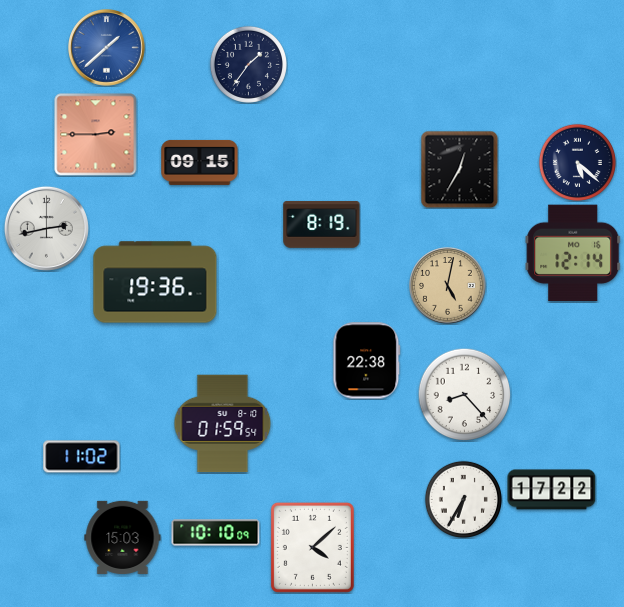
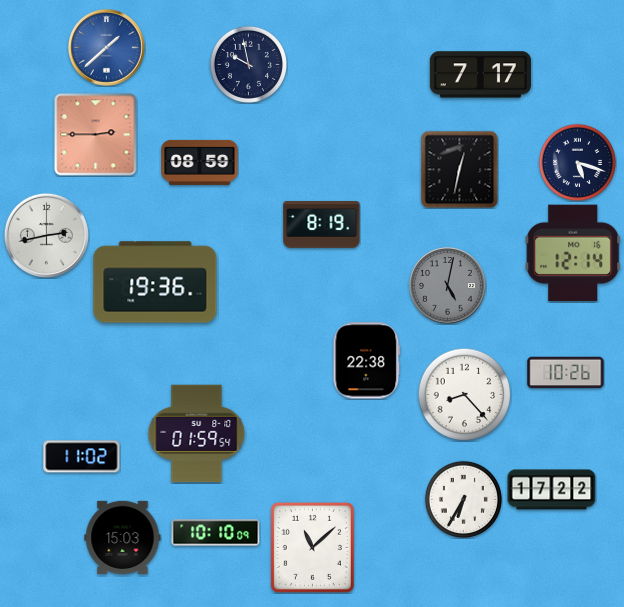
clock at (248, 64): 1:36 -> 9:58
clock at (480, 75): none -> 7:17
clock at (200, 162): 09:15 -> 08:59
clock at (577, 162): 5:22 -> 5:18
clock at (459, 169): 12:35 -> 12:32
clock at (46, 228) position: (46, 228) -> (46, 235)
clock at (448, 286) dial: champagne -> grey
clock at (566, 373): none -> 10:26
clock at (223, 424) position: (223, 424) -> (197, 434)
clock at (312, 547): 4:08 -> 11:08
